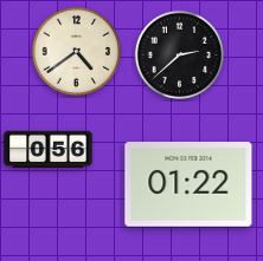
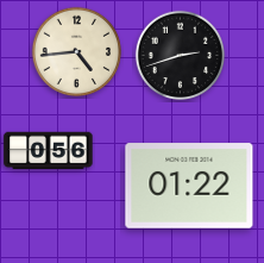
clock at (76, 51): 4:39 -> 4:44
clock at (179, 54): 2:38 -> 2:42
